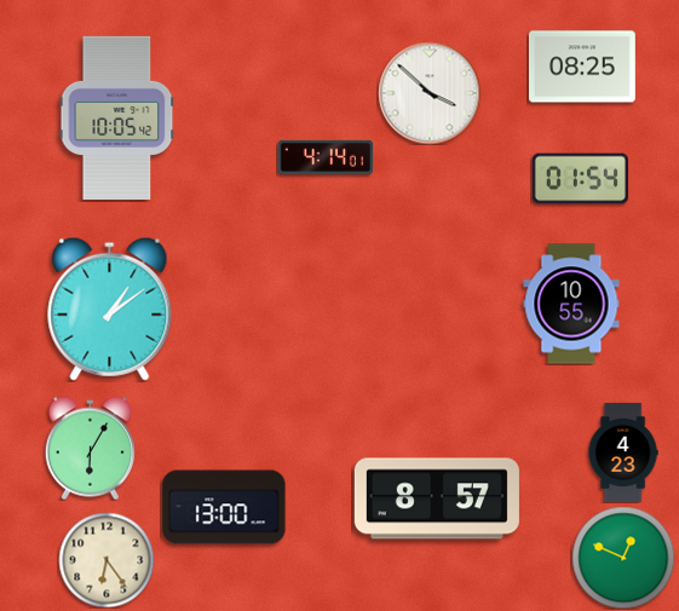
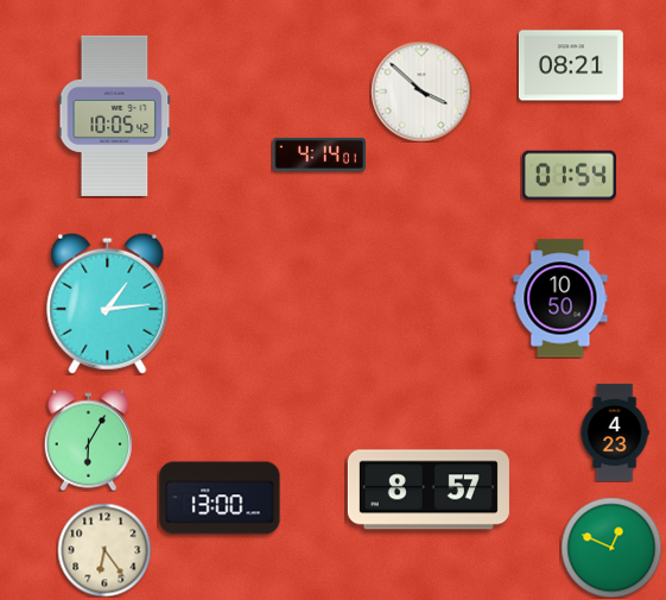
clock at (582, 67): 08:25 -> 08:21
clock at (571, 304): 10:55 -> 10:50
clock at (110, 309): 1:09 -> 1:14
clock at (623, 453) position: (623, 453) -> (615, 432)
